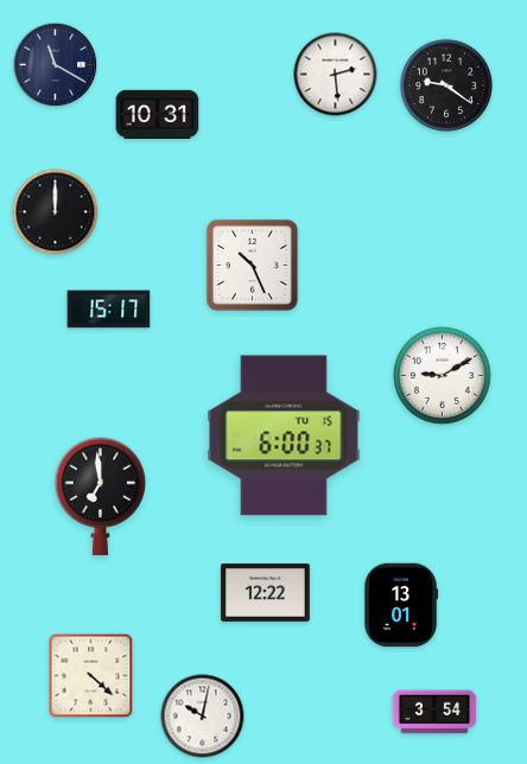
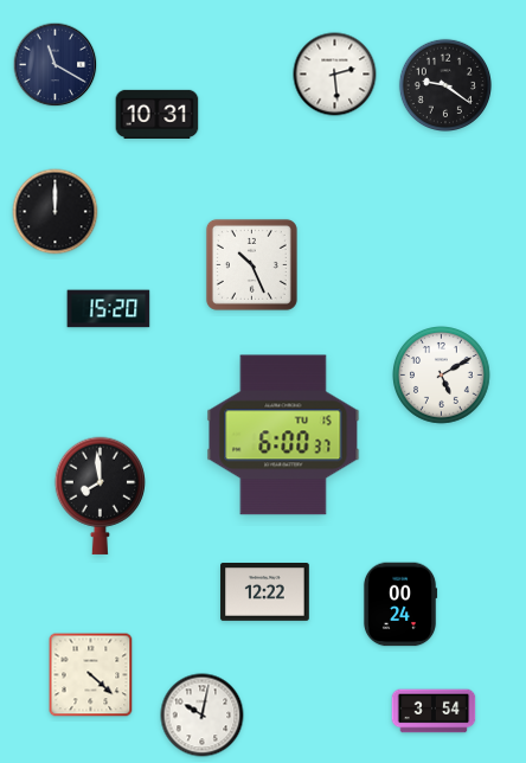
clock at (109, 310): 15:17 -> 15:20
clock at (443, 376): 9:10 -> 5:10
clock at (100, 496): 6:59 -> 7:59
clock at (401, 605): 13:01 -> 00:24
